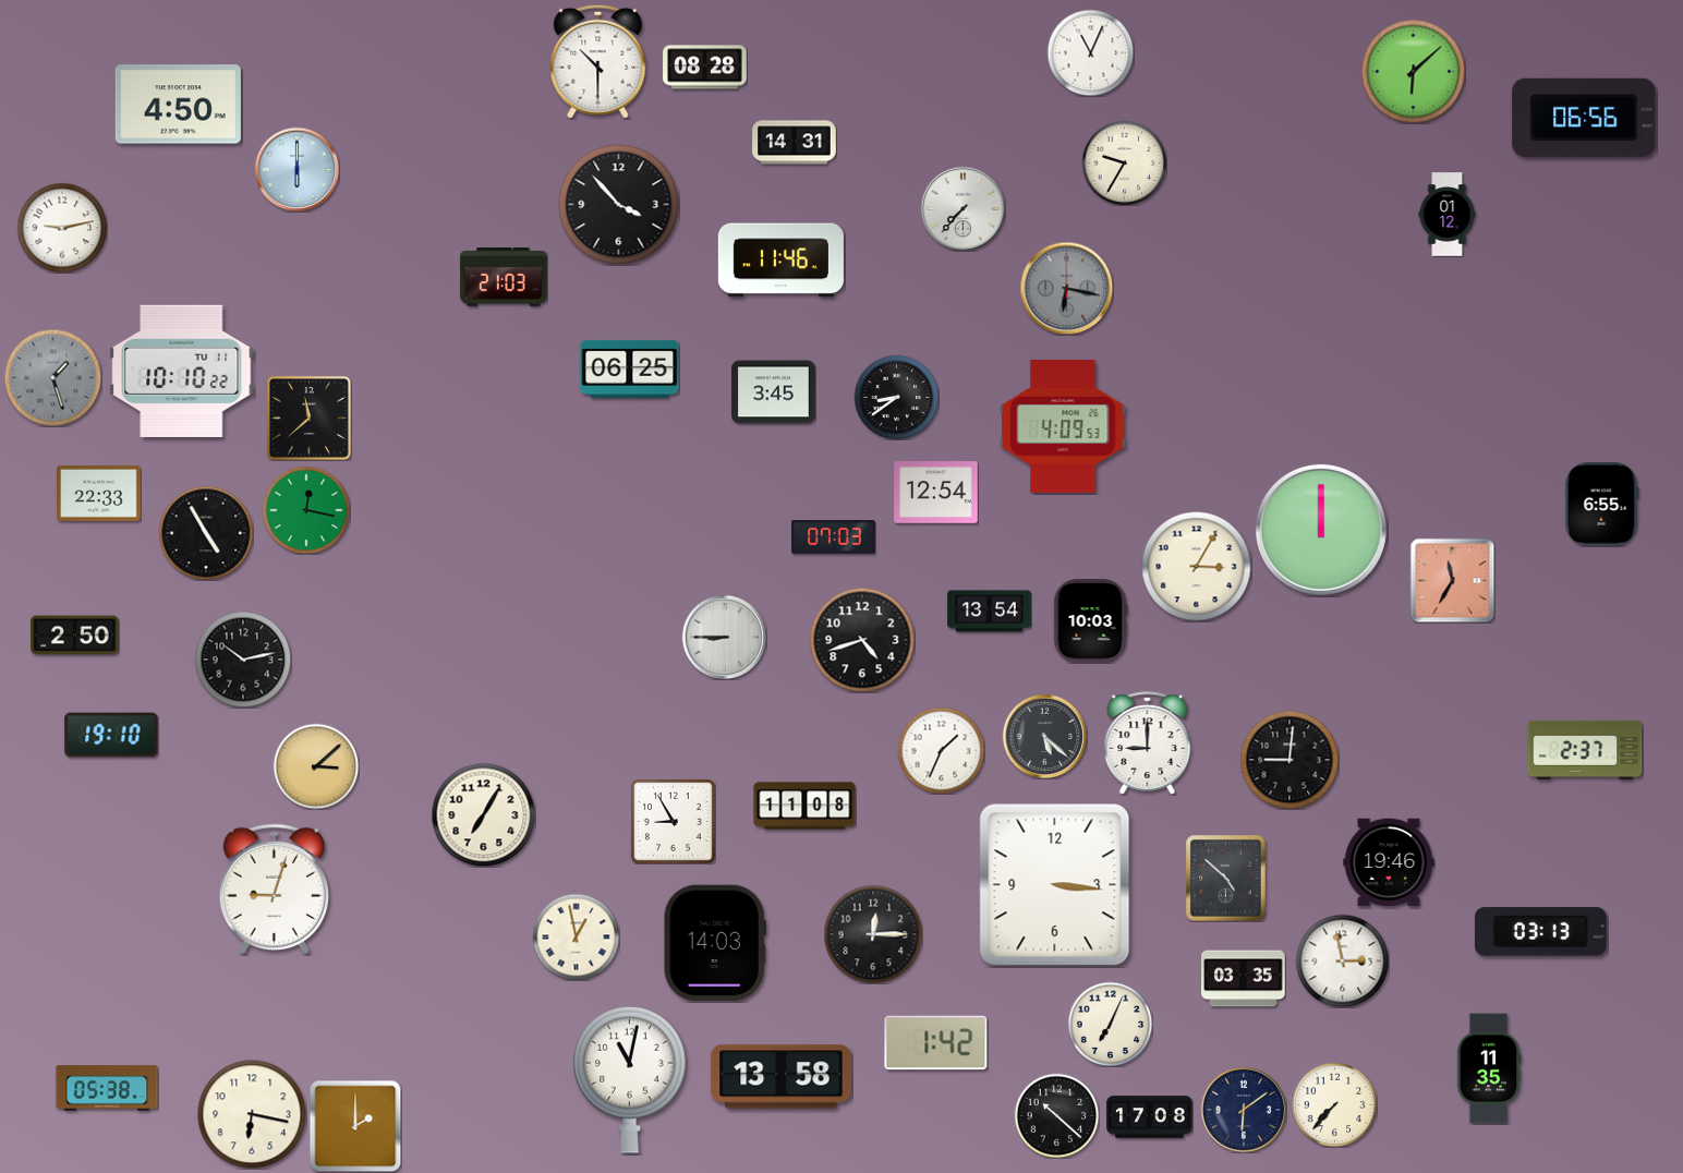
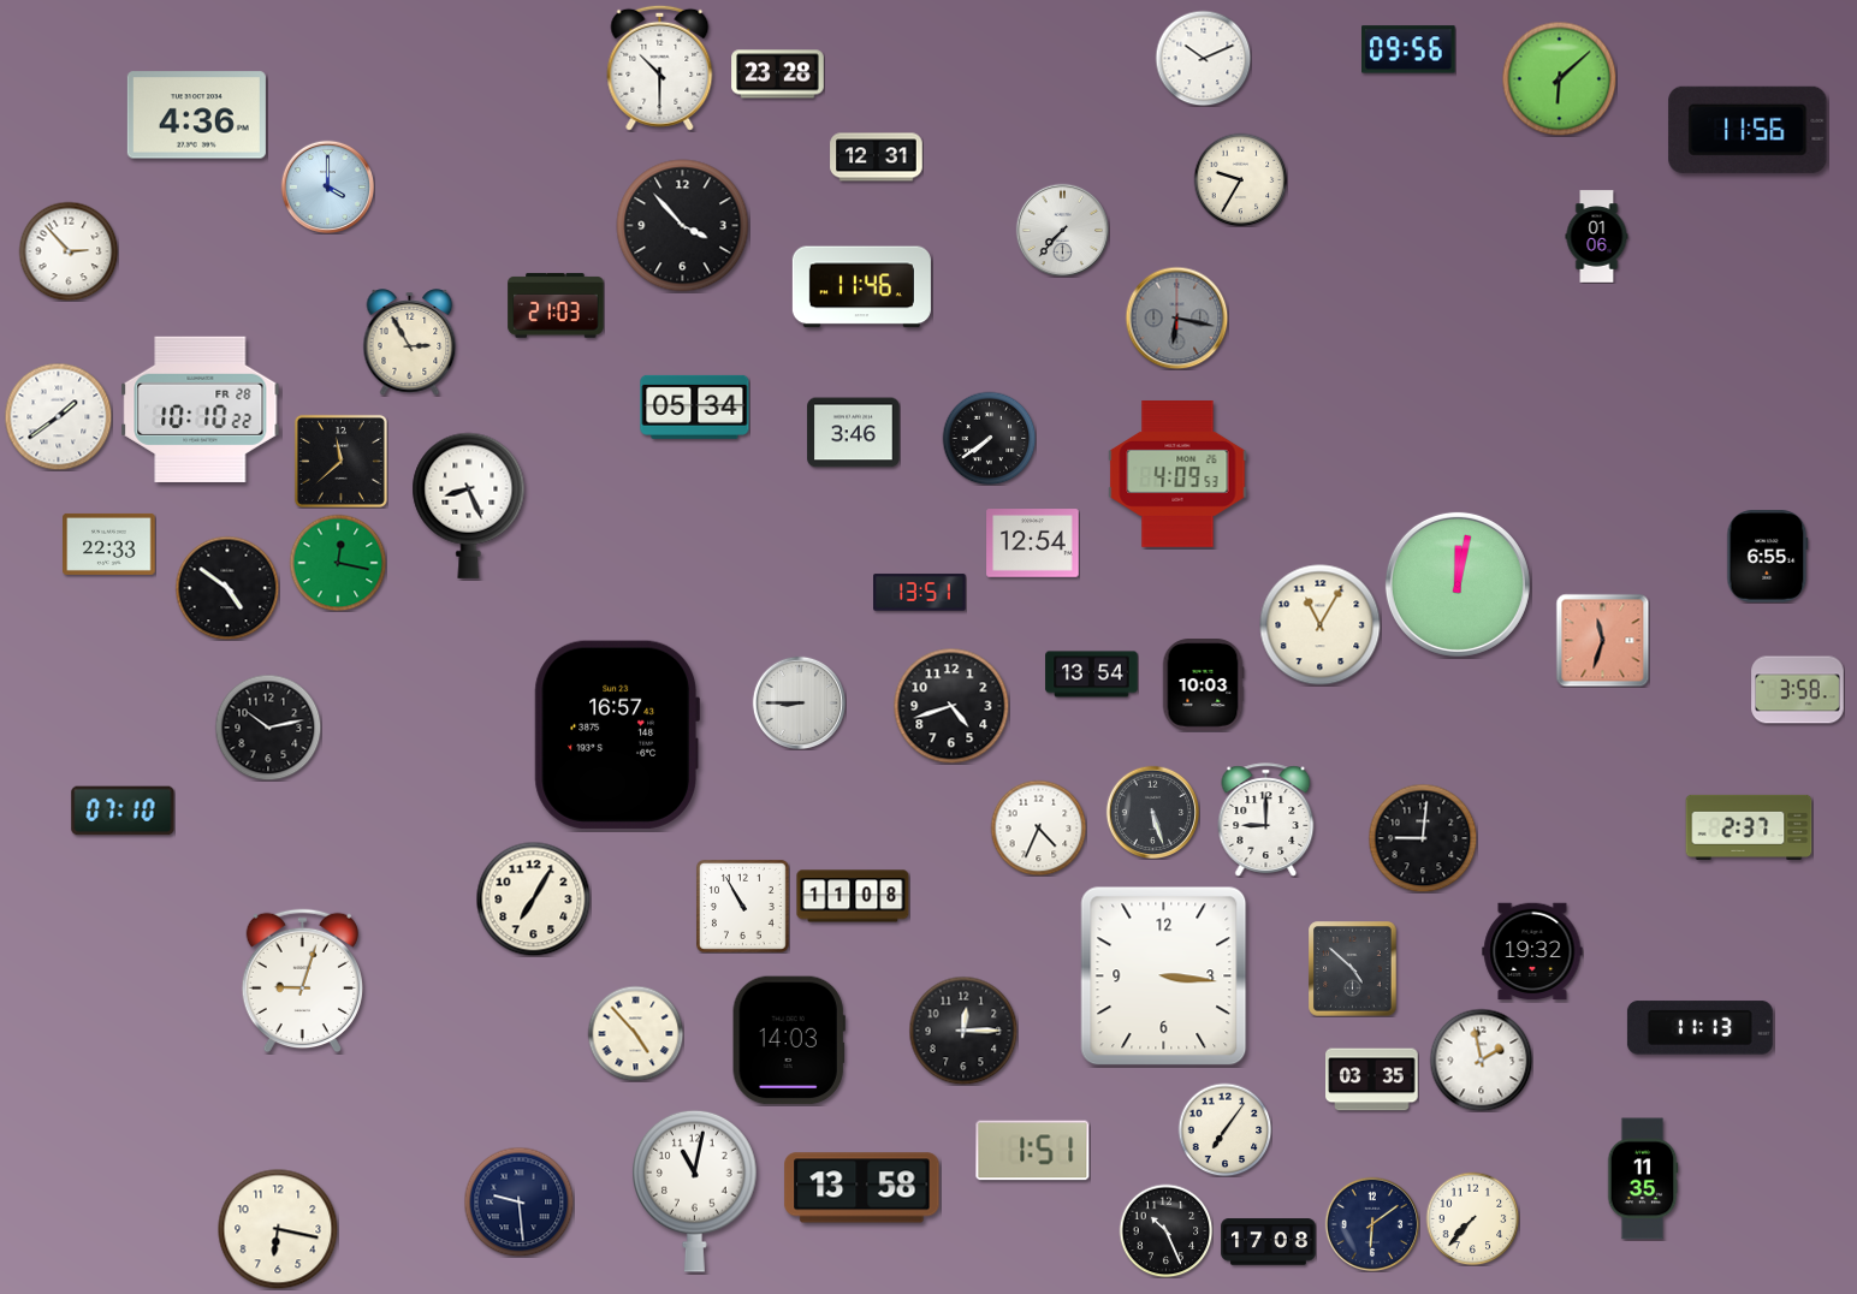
clock at (1410, 49): none -> 09:56
clock at (1090, 52): 11:04 -> 10:11
clock at (705, 68): 08:28 -> 23:28
clock at (178, 105): 4:50 -> 4:36
clock at (1584, 118): 06:56 -> 11:56
clock at (795, 143): 14:31 -> 12:31
clock at (296, 169): 6:00 -> 4:00
clock at (1448, 215): 01:12 -> 01:06
clock at (62, 228): 9:13 -> 2:53
clock at (410, 343): none -> 2:55
clock at (630, 368): 06:25 -> 05:34
clock at (182, 371) date: TU 11 -> FR 28
clock at (52, 377): 1:27 -> 1:39
clock at (52, 377) dial: grey -> white
clock at (774, 392): 3:45 -> 3:46
clock at (896, 397): 8:39 -> 7:39
clock at (1063, 427) position: (1063, 427) -> (1177, 475)
clock at (469, 505): none -> 8:26
clock at (1321, 530): 12:00 -> 12:02
clock at (206, 533): 4:55 -> 4:51
clock at (834, 537): 07:03 -> 13:51
clock at (1197, 567): 3:05 -> 11:05
clock at (1452, 580): 11:35 -> 11:33
clock at (1798, 690): none -> 3:58
clock at (75, 636): 2:50 -> none
clock at (616, 735): none -> 16:57
clock at (111, 735): 19:10 -> 07:10
clock at (1044, 736): 5:22 -> 5:27
clock at (941, 750): 1:34 -> 4:34
clock at (316, 766): 3:08 -> none
clock at (804, 806) position: (804, 806) -> (853, 896)
clock at (673, 821): 8:55 -> 10:55
clock at (1389, 862): 19:46 -> 19:32
clock at (1540, 932): 03:13 -> 11:13
clock at (576, 936): 12:58 -> 4:53
clock at (1342, 960): 2:58 -> 1:58
clock at (1110, 1024): 7:04 -> 7:06
clock at (936, 1043): 1:42 -> 1:51
clock at (107, 1088): 05:38 -> none
clock at (518, 1201): none -> 9:29
clock at (1056, 1115): 10:22 -> 10:26
clock at (1150, 1117) position: (1150, 1117) -> (1269, 1242)
clock at (355, 1126): 2:00 -> none
